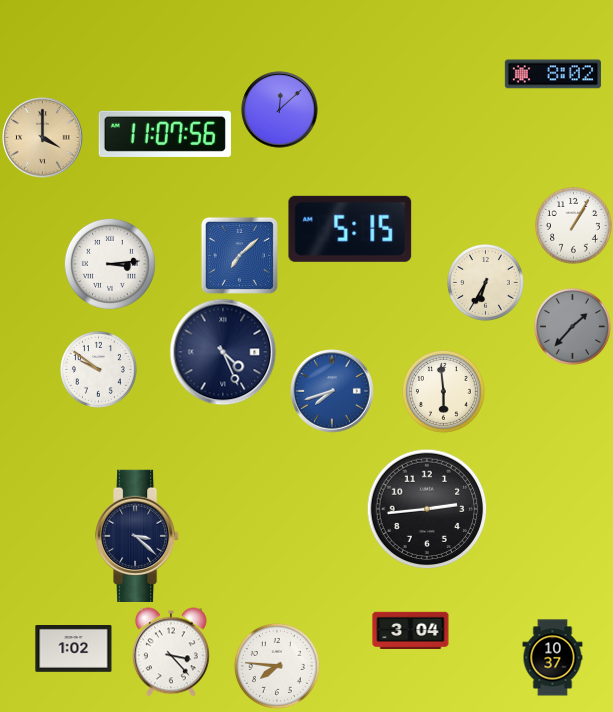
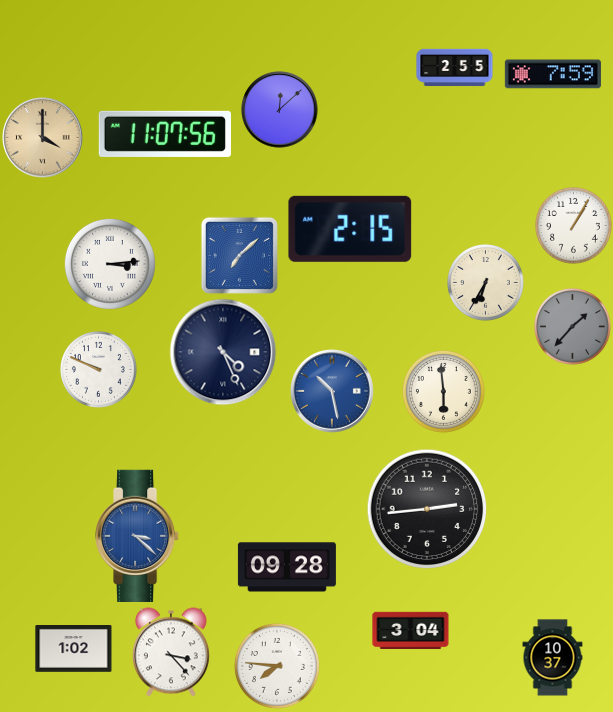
clock at (455, 68): none -> 2:55
clock at (553, 74): 8:02 -> 7:59
clock at (350, 229): 5:15 -> 2:15
clock at (99, 370): 9:51 -> 9:49
clock at (333, 391): 7:42 -> 10:28
clock at (138, 535) dial: navy -> blue
clock at (287, 567): none -> 09:28
